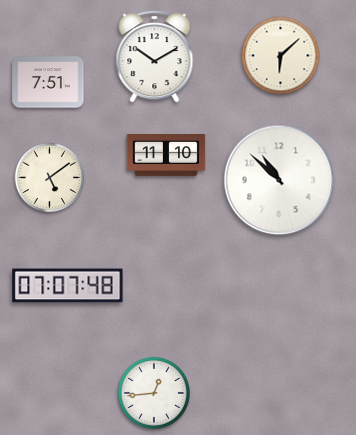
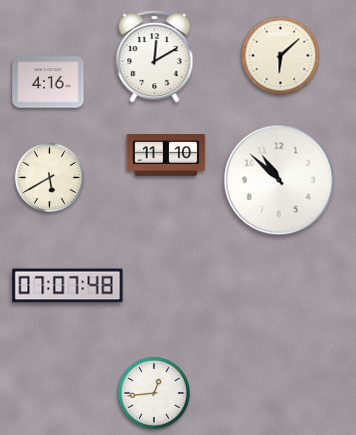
clock at (155, 57): 10:10 -> 12:10
clock at (48, 82): 7:51 -> 4:16
clock at (50, 178): 5:09 -> 5:40
